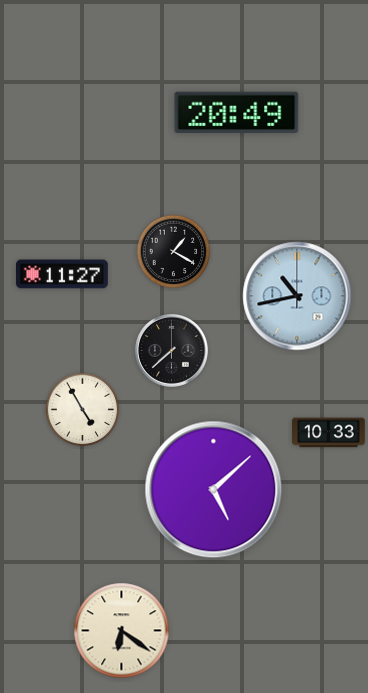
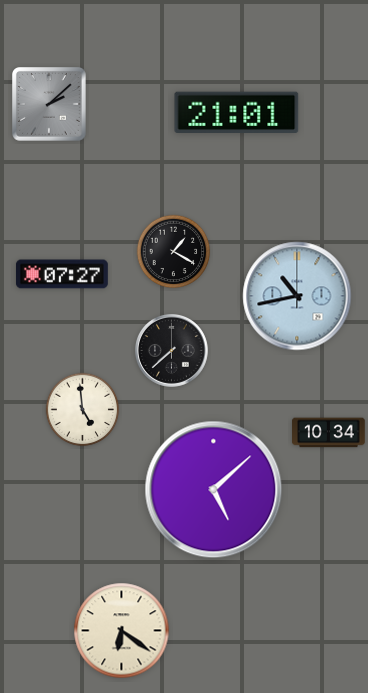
clock at (50, 105): none -> 2:08
clock at (237, 113): 20:49 -> 21:01
clock at (62, 274): 11:27 -> 07:27
clock at (83, 410): 4:55 -> 4:59
clock at (329, 433): 10:33 -> 10:34
